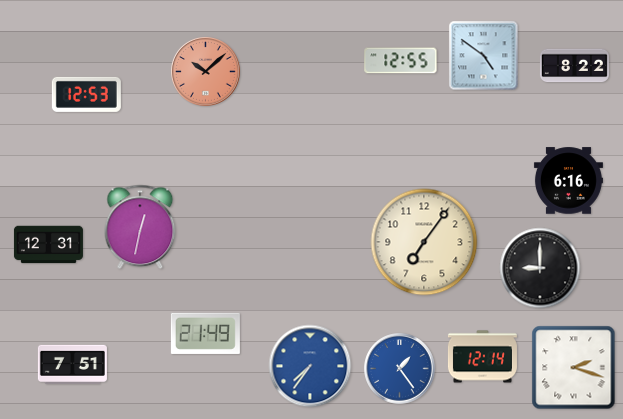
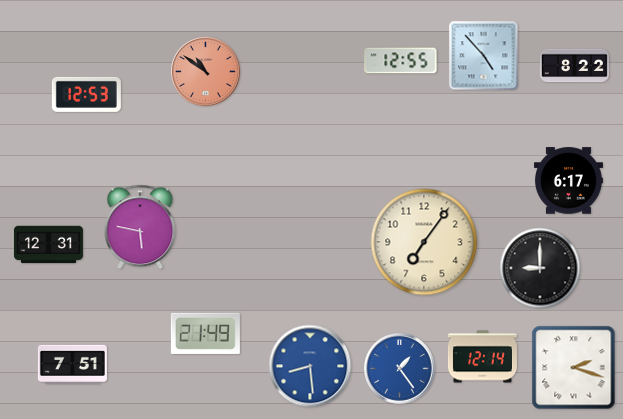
clock at (484, 56): 4:51 -> 4:53
clock at (206, 72): 10:08 -> 10:51
clock at (568, 181): 6:16 -> 6:17
clock at (140, 227): 12:32 -> 5:47
clock at (310, 366): 7:36 -> 8:29
